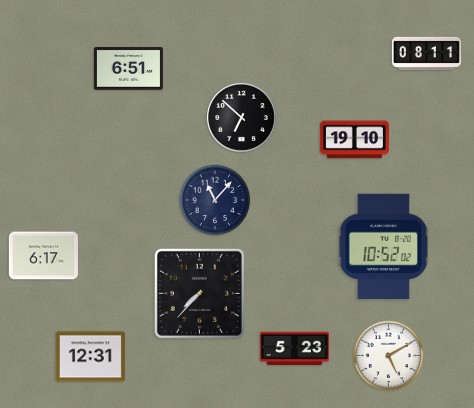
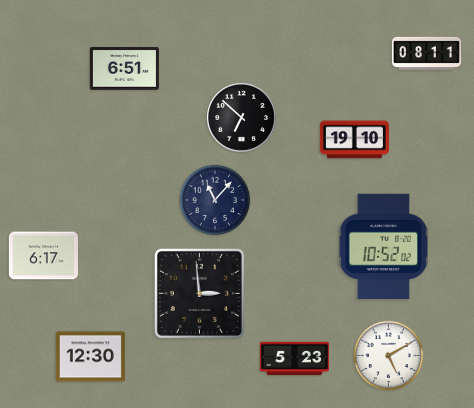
clock at (128, 69) position: (128, 69) -> (124, 69)
clock at (199, 293): 7:37 -> 2:59
clock at (294, 349) position: (294, 349) -> (294, 359)
clock at (90, 357): 12:31 -> 12:30
